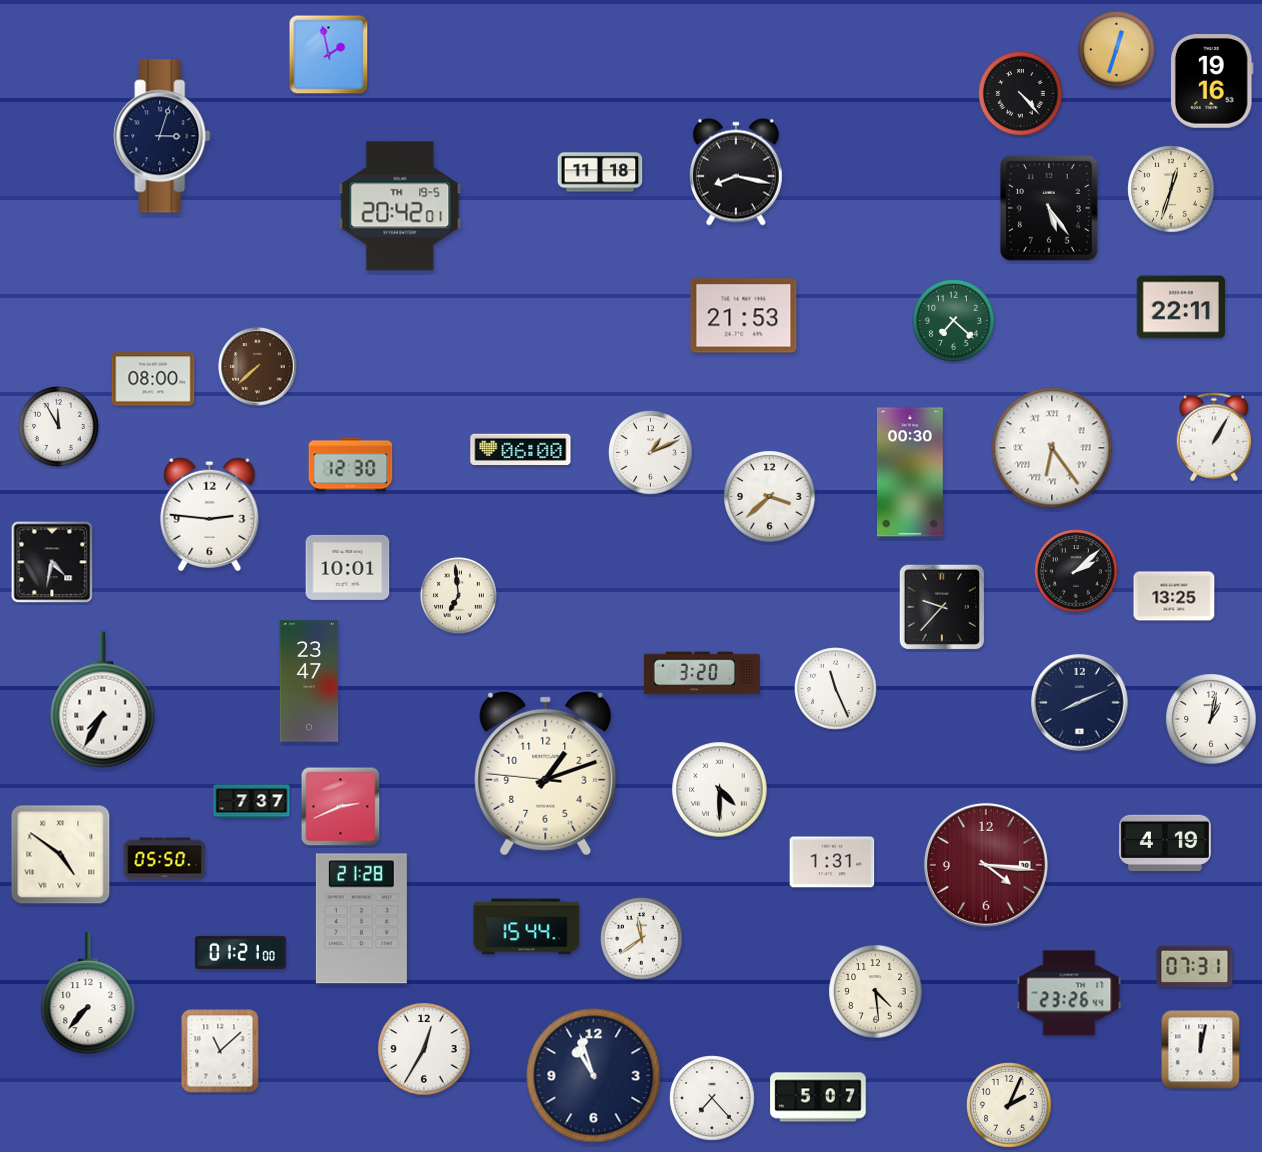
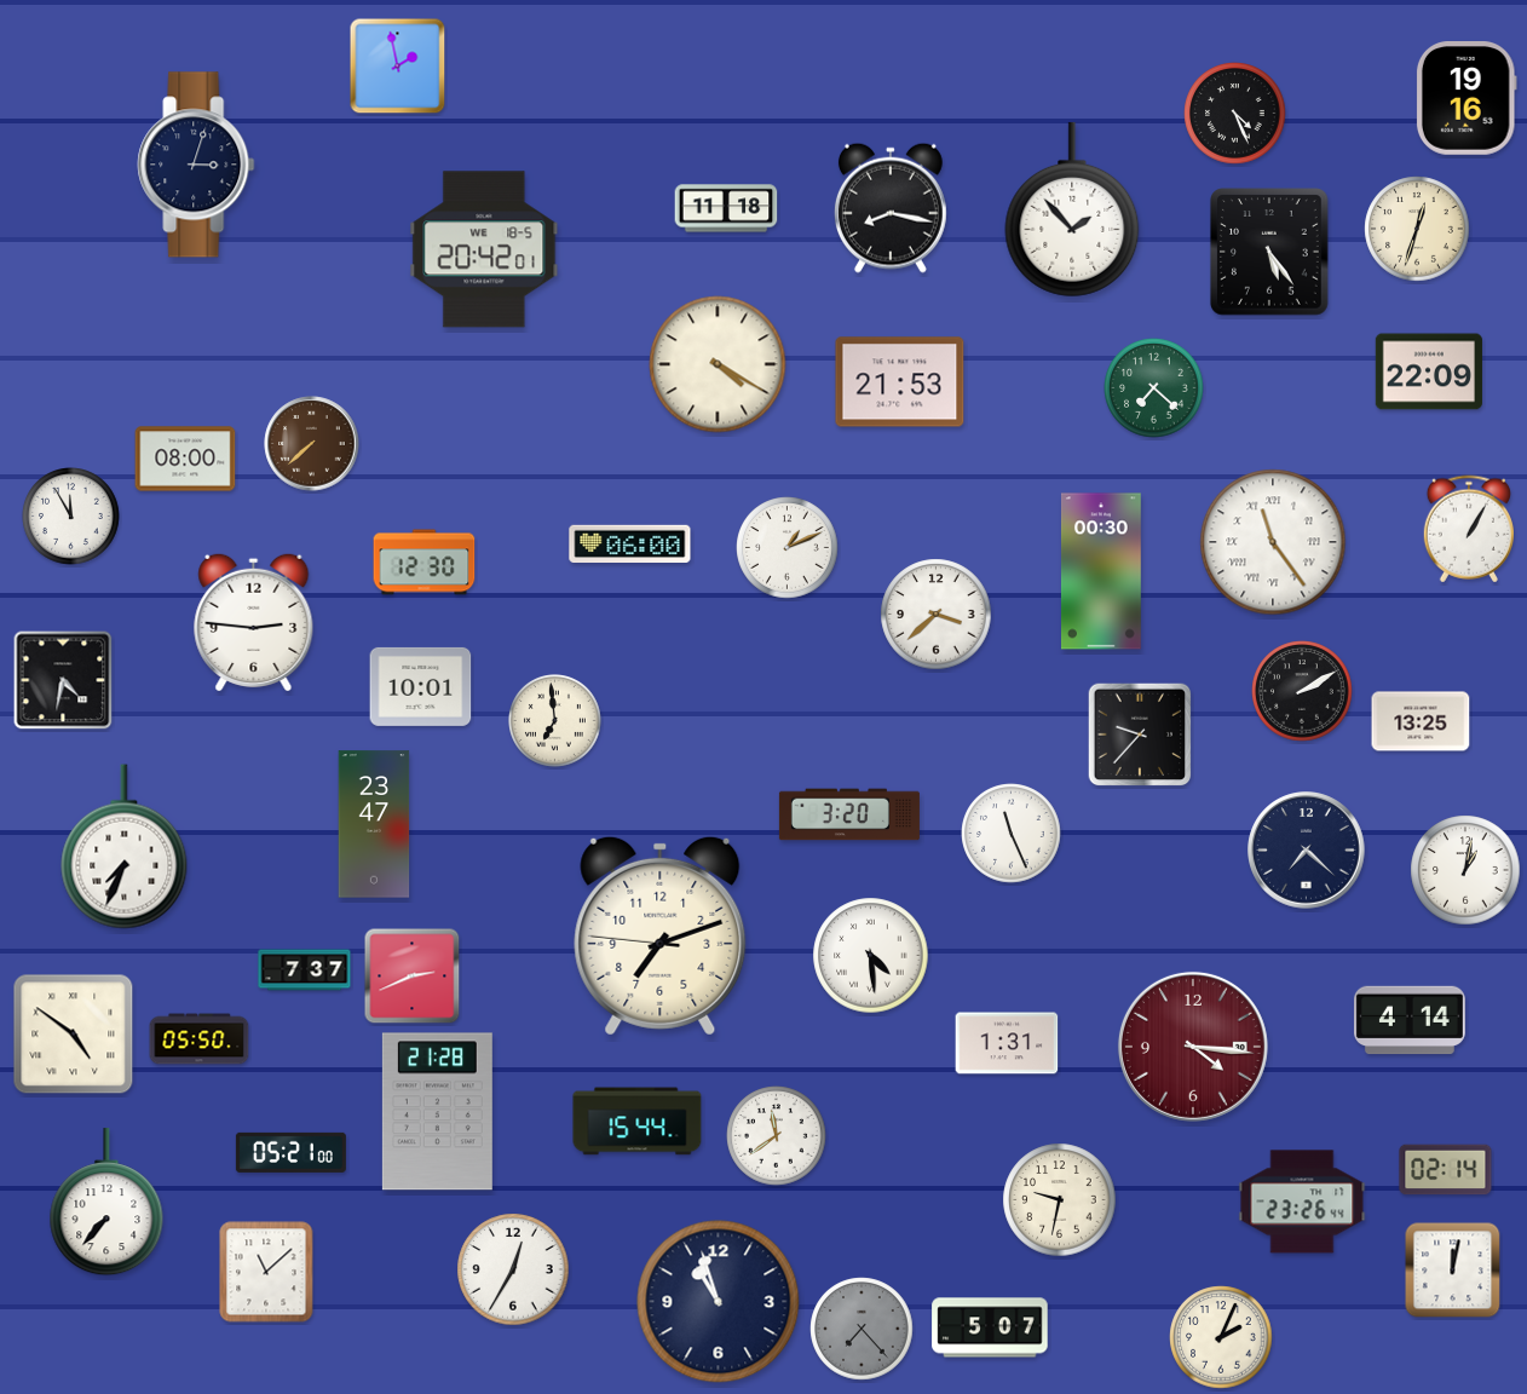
clock at (1117, 50): 12:33 -> none
clock at (1021, 94): 4:23 -> 4:26
clock at (1072, 209): none -> 1:53
clock at (400, 206) date: TH 19-5 -> WE 18-5
clock at (718, 364): none -> 4:20
clock at (1180, 307): 22:11 -> 22:09
clock at (1052, 448): 6:24 -> 11:24
clock at (770, 497) position: (770, 497) -> (937, 615)
clock at (1076, 571): 2:08 -> 2:10
clock at (103, 700): 7:35 -> 7:34
clock at (1080, 703): 8:11 -> 7:22
clock at (546, 773): 1:11 -> 7:11
clock at (720, 790): 4:30 -> 4:29
clock at (1165, 843): 4:19 -> 4:14
clock at (240, 952): 01:21 -> 05:21
clock at (1195, 967): 07:31 -> 02:14
clock at (876, 992): 4:29 -> 9:32
clock at (1069, 993) position: (1069, 993) -> (1302, 1202)
clock at (712, 1098) dial: white -> grey
